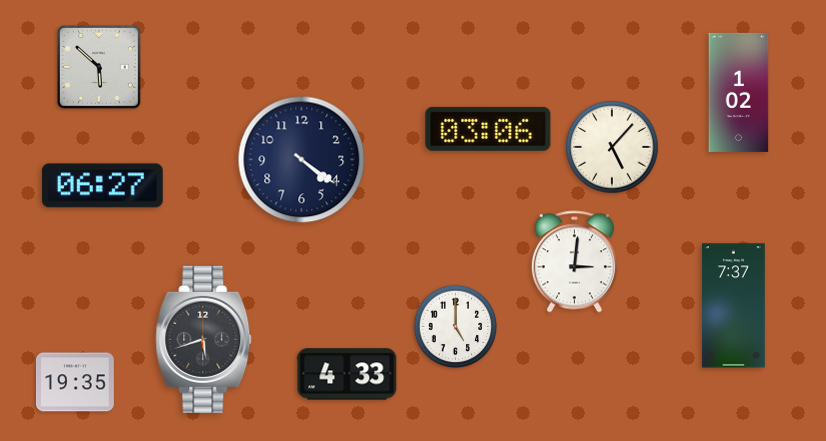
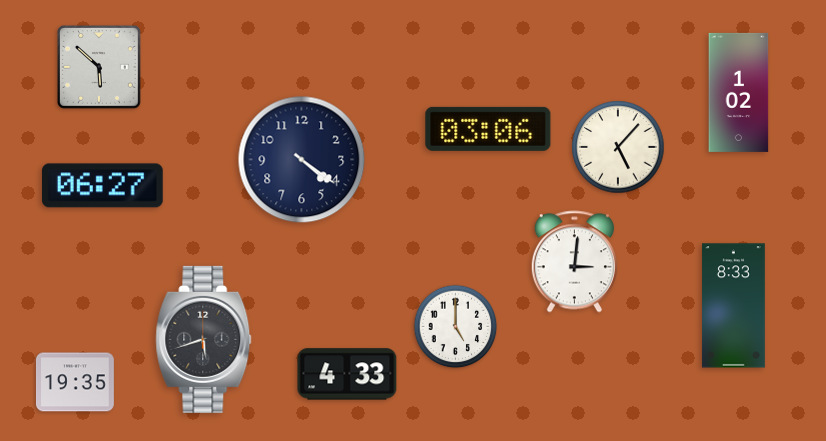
clock at (612, 147) position: (612, 147) -> (618, 147)
clock at (733, 306): 7:37 -> 8:33
